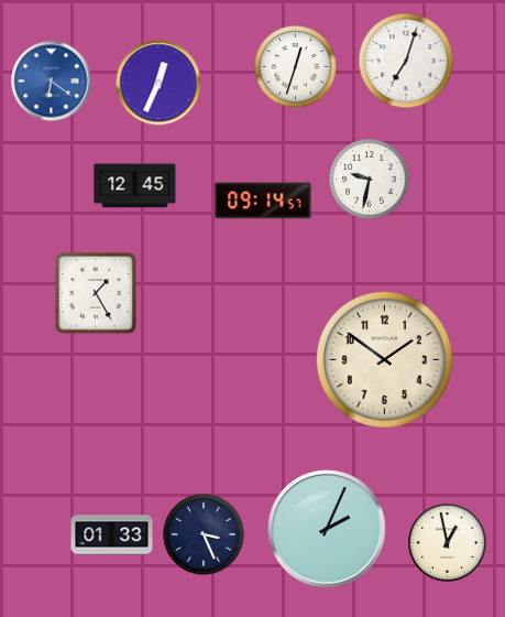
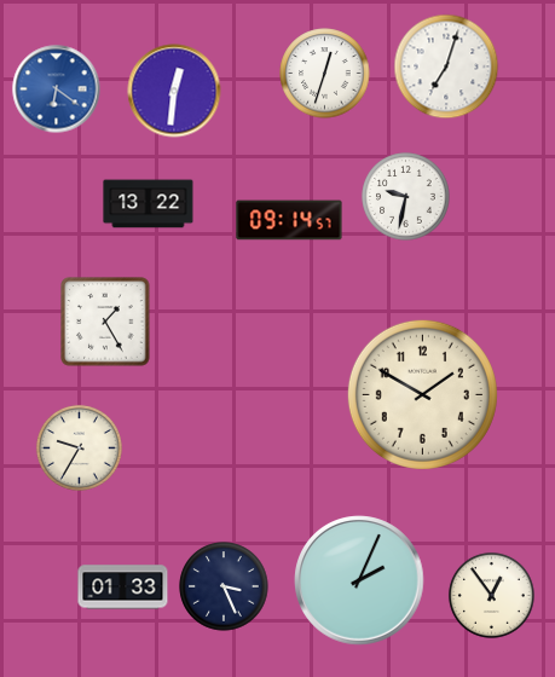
clock at (158, 83): 12:34 -> 12:31
clock at (135, 186): 12:45 -> 13:22
clock at (384, 359): 1:51 -> 1:50
clock at (79, 447): none -> 9:35
clock at (447, 542): 12:58 -> 12:54
